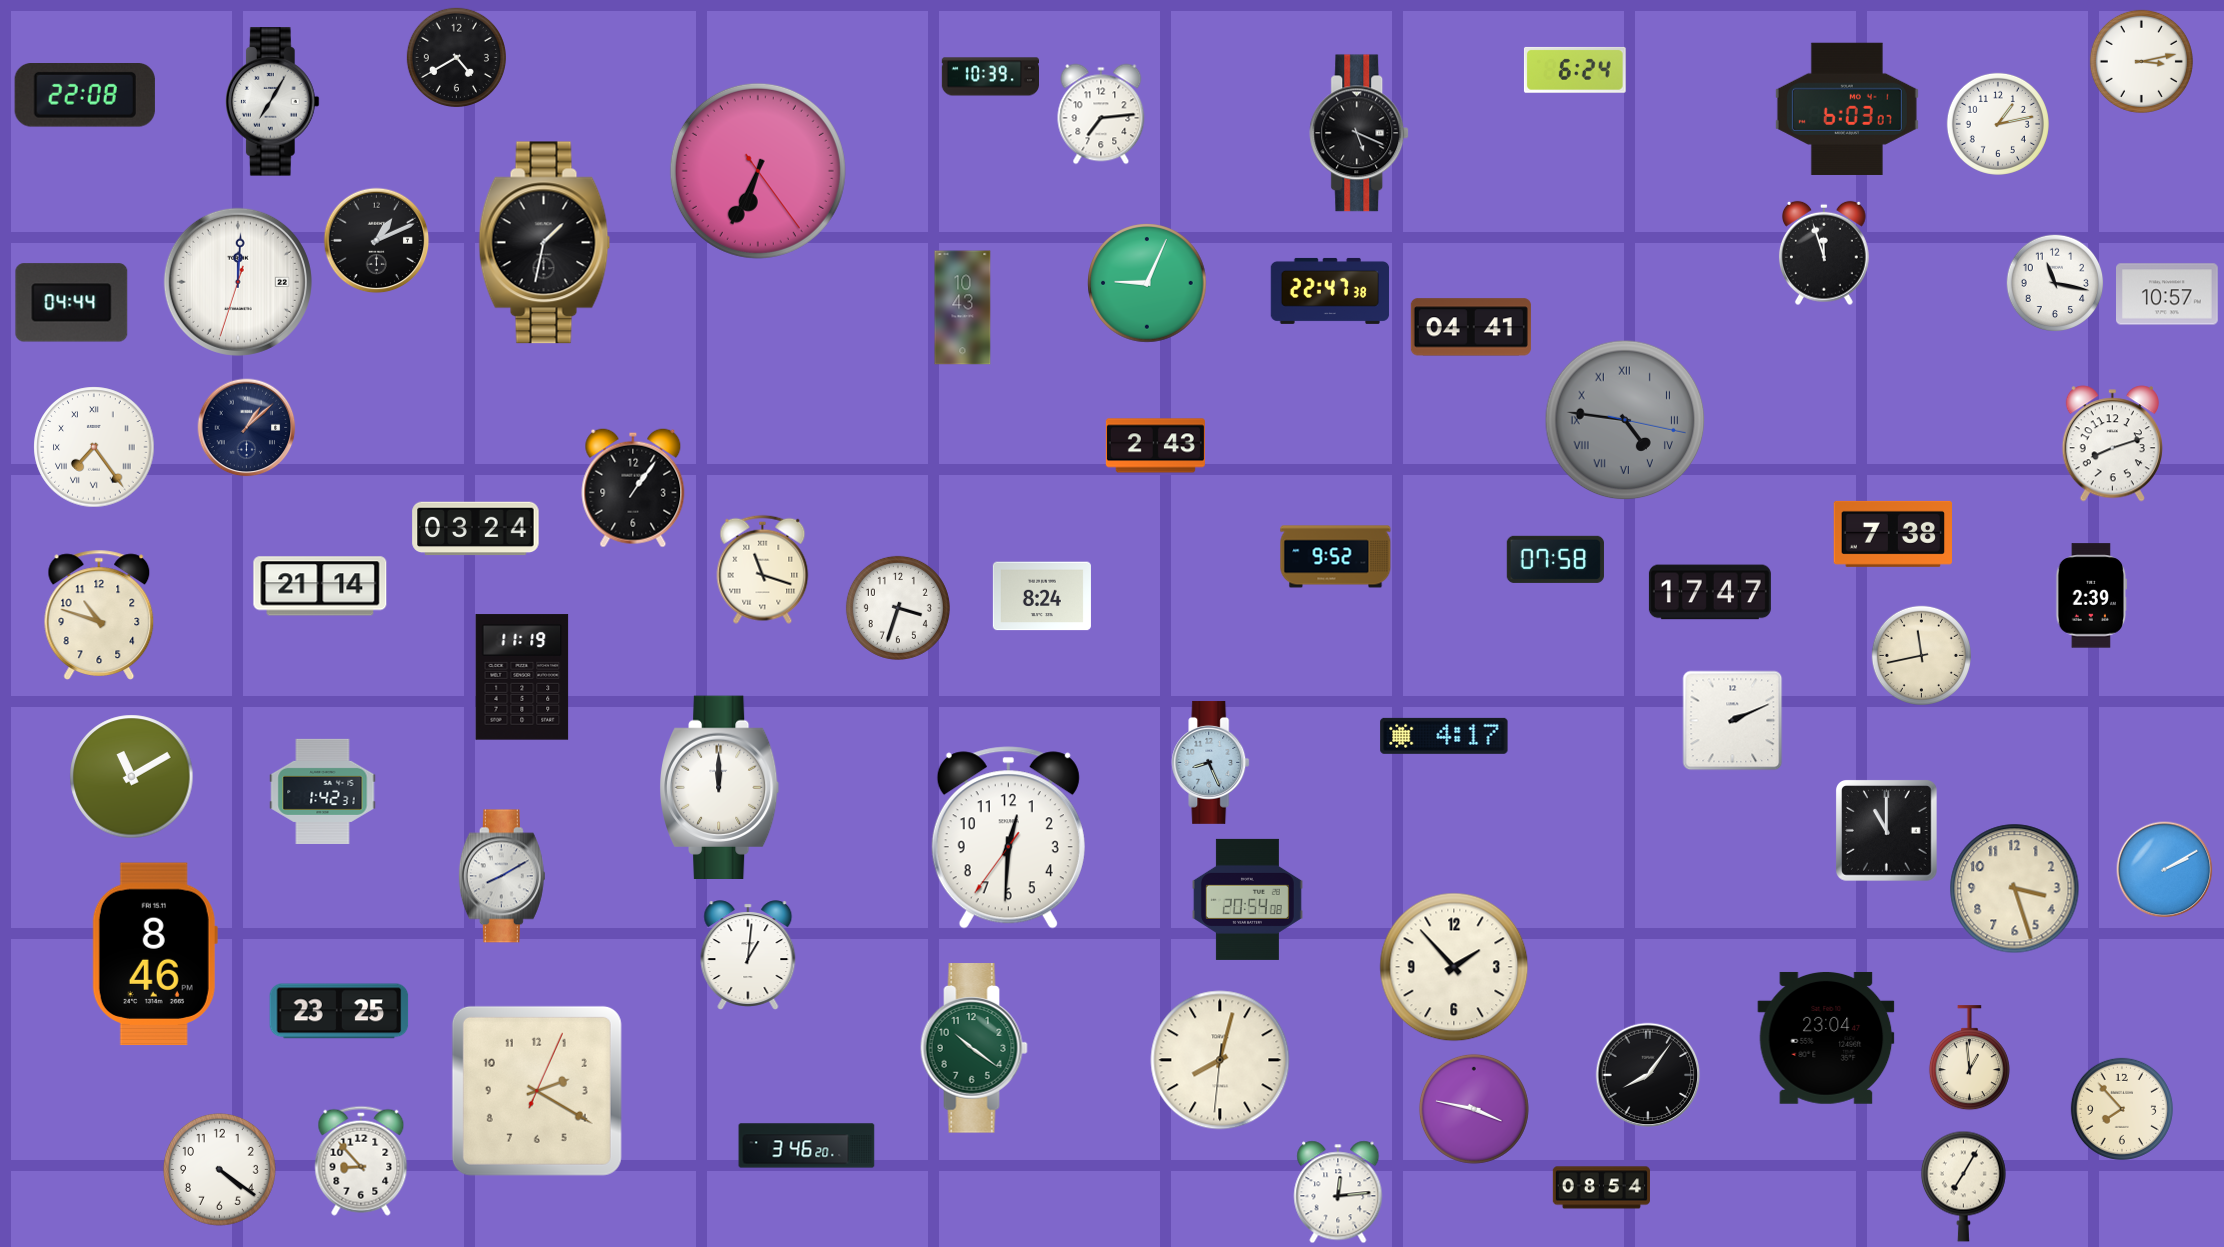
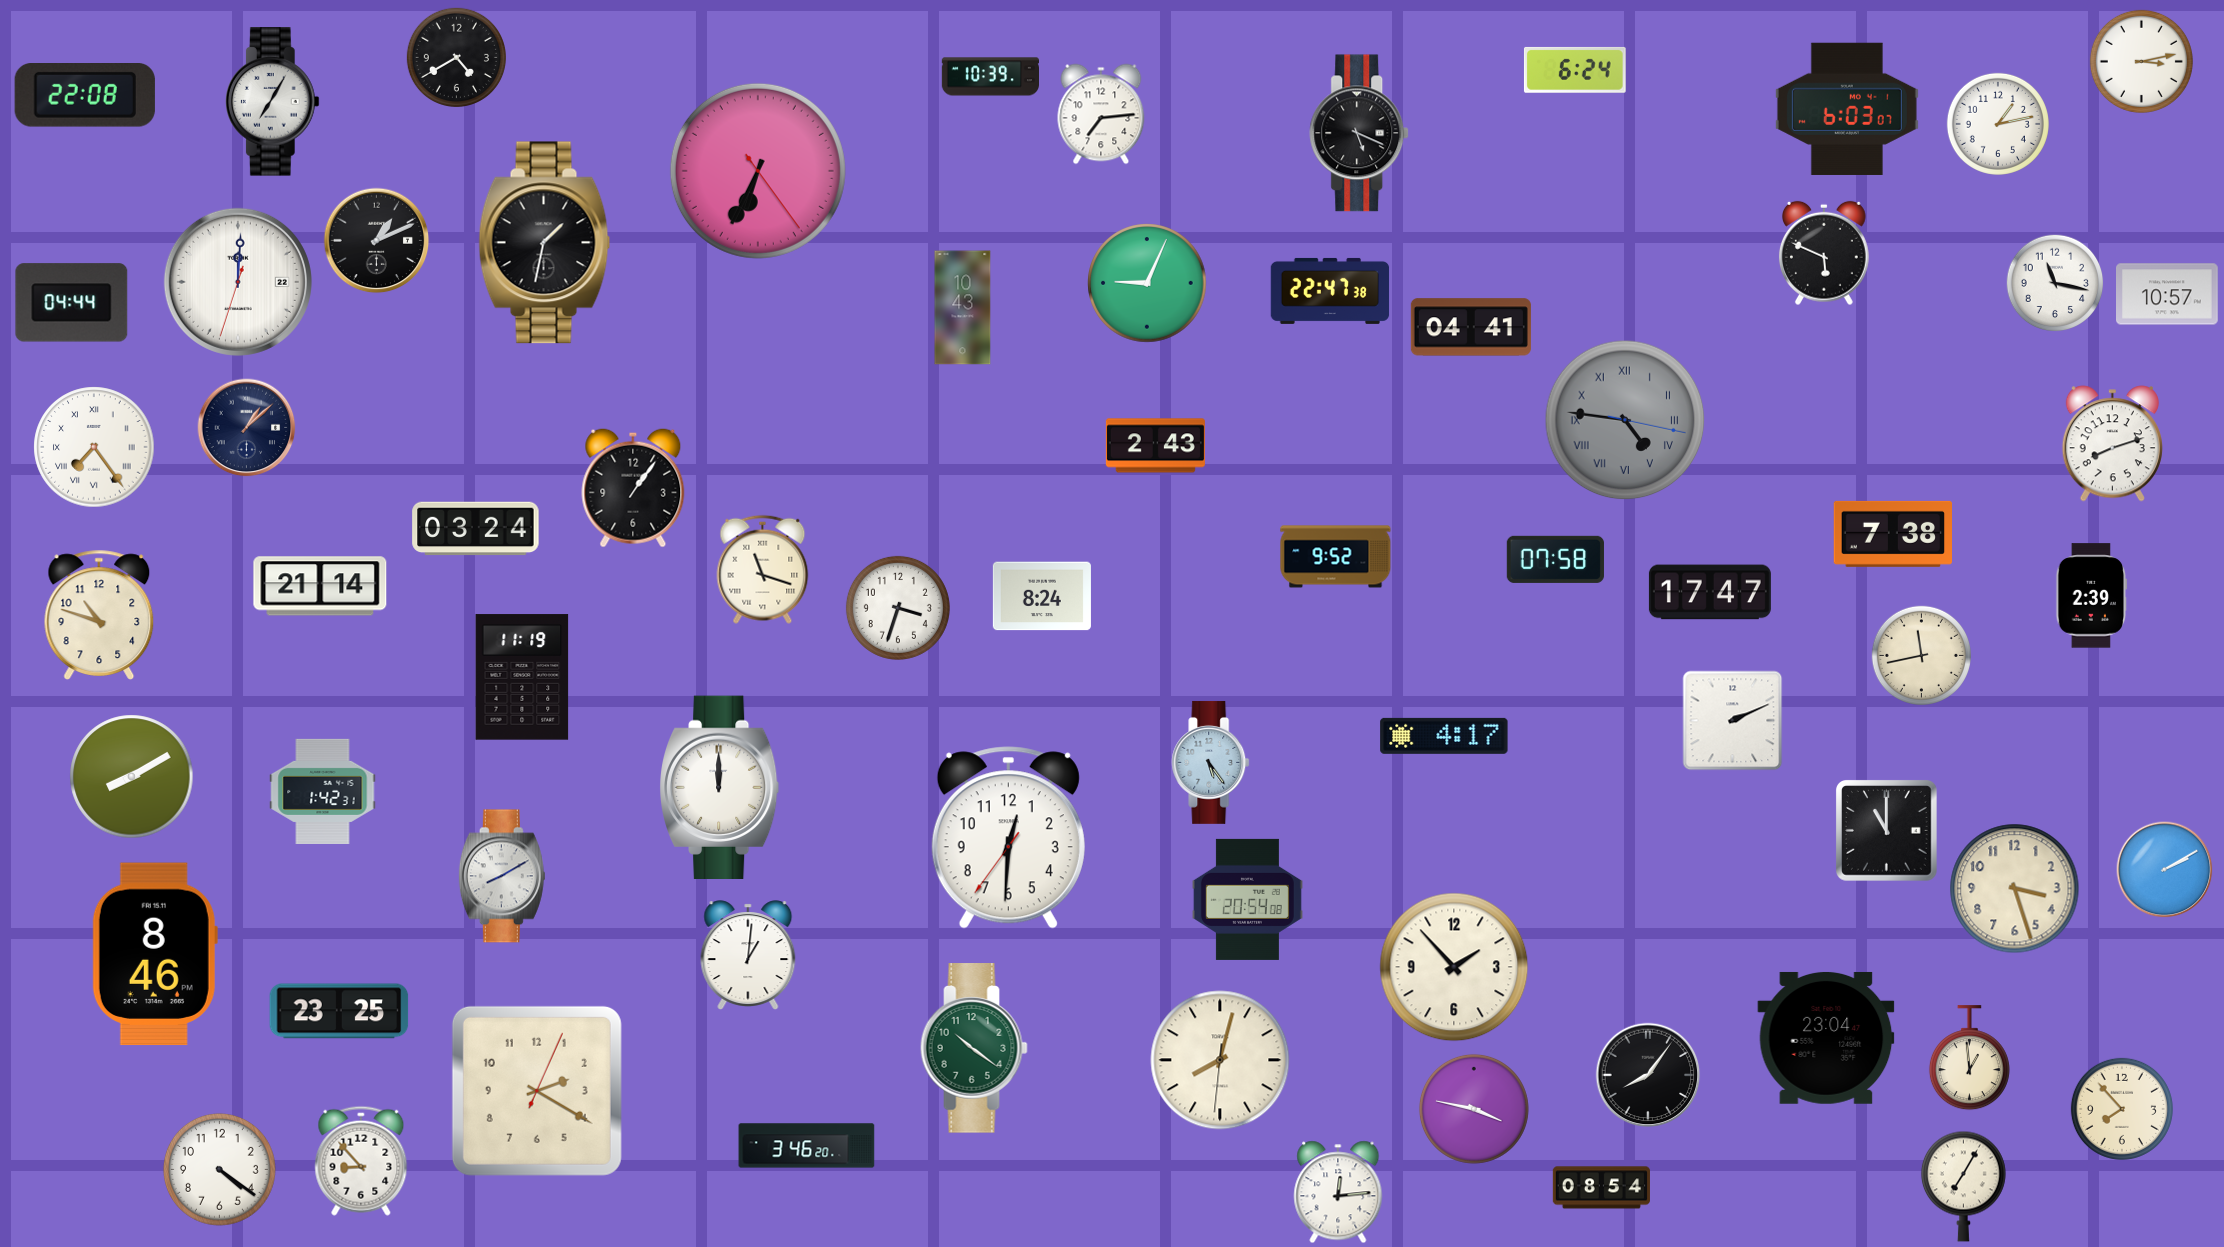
clock at (1824, 253): 11:57 -> 5:49
clock at (1211, 762): 8:26 -> 5:24
clock at (132, 777): 11:10 -> 8:10
